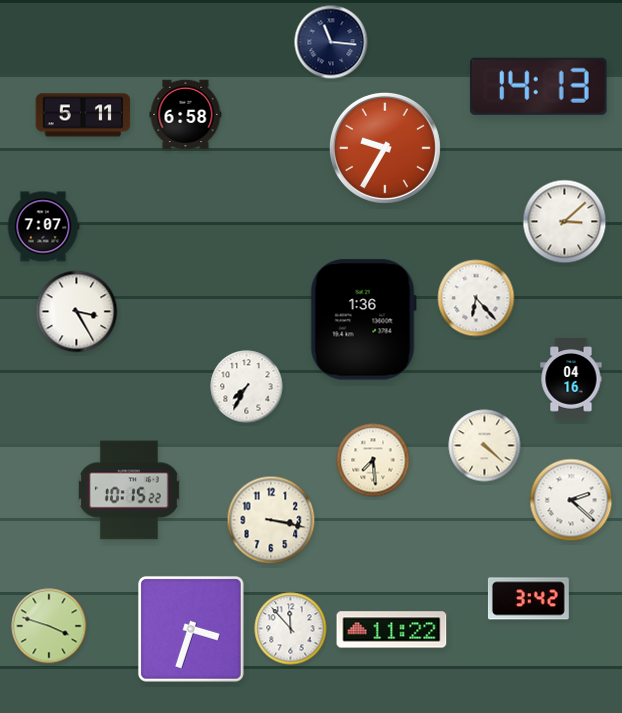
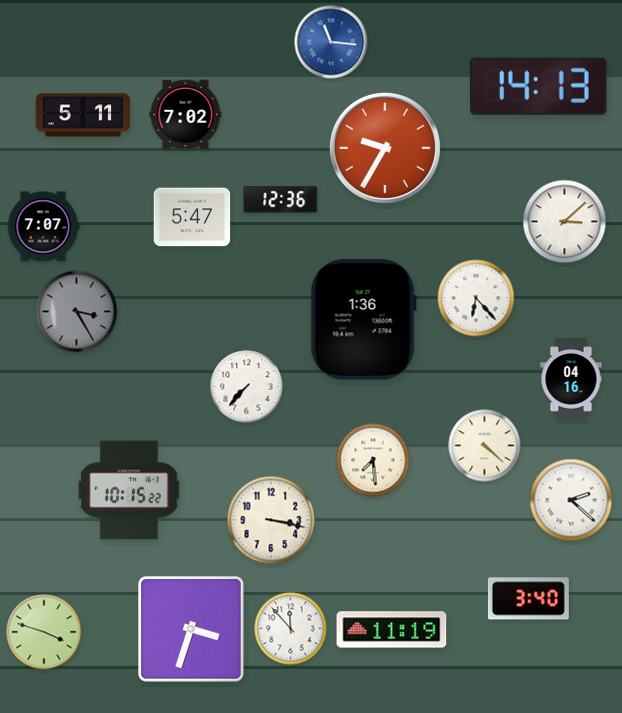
clock at (331, 42) dial: navy -> blue
clock at (186, 115): 6:58 -> 7:02
clock at (281, 200): none -> 12:36
clock at (192, 217): none -> 5:47
clock at (77, 312) dial: white -> grey
clock at (247, 387): 7:35 -> 7:37
clock at (528, 599): 3:42 -> 3:40
clock at (49, 626) position: (49, 626) -> (44, 632)
clock at (392, 630): 11:22 -> 11:19
